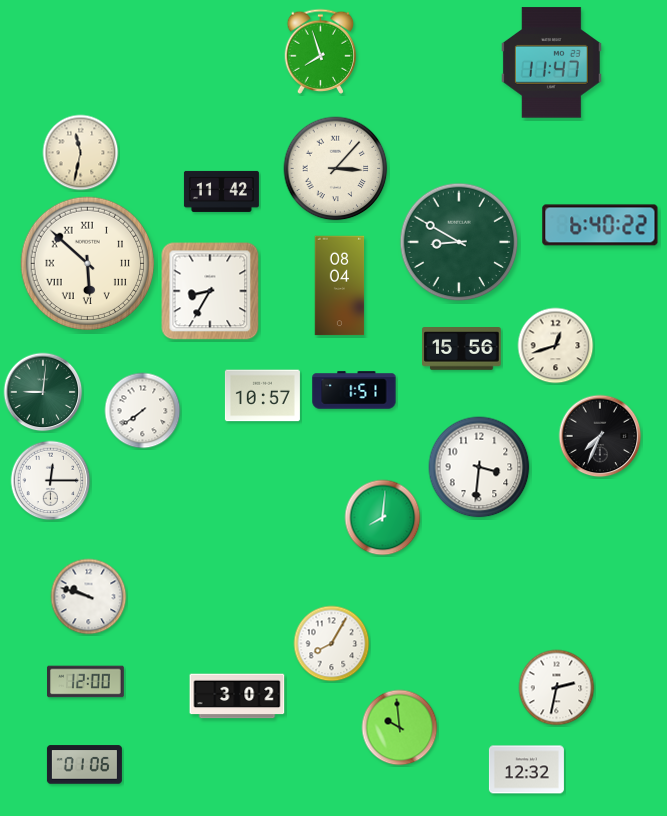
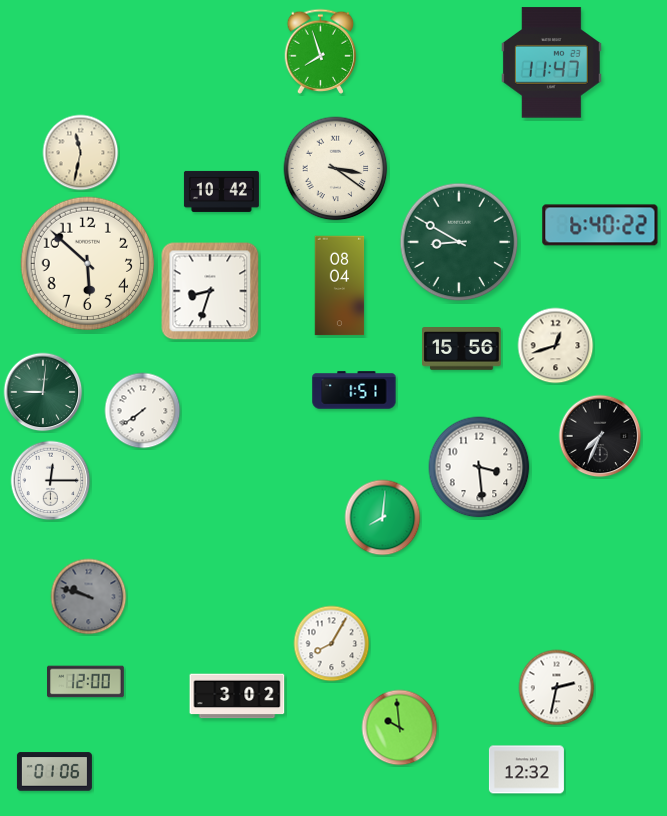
clock at (336, 169): 3:07 -> 3:21
clock at (221, 191): 11:42 -> 10:42
clock at (88, 264) numerals: Roman -> Arabic
clock at (210, 291): 8:35 -> 8:33
clock at (262, 396): 10:57 -> none
clock at (479, 467): 3:31 -> 3:29
clock at (89, 597) dial: white -> grey
clock at (84, 765) position: (84, 765) -> (54, 772)
